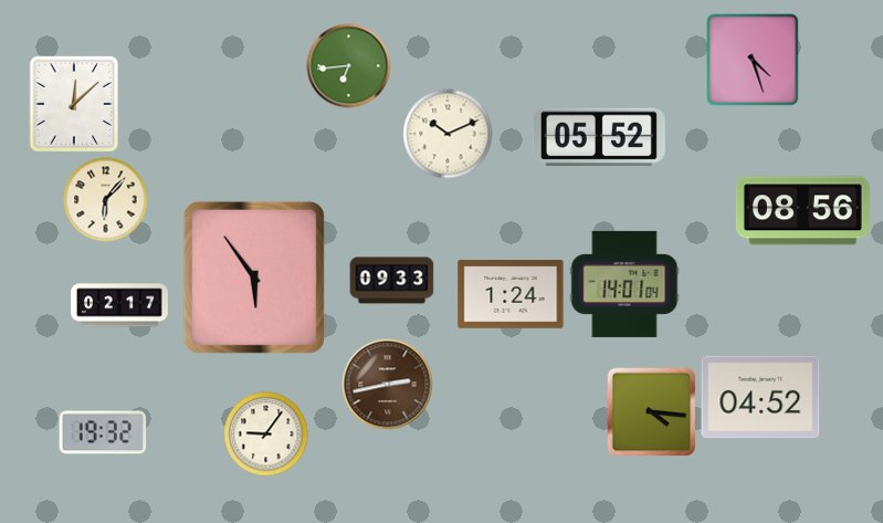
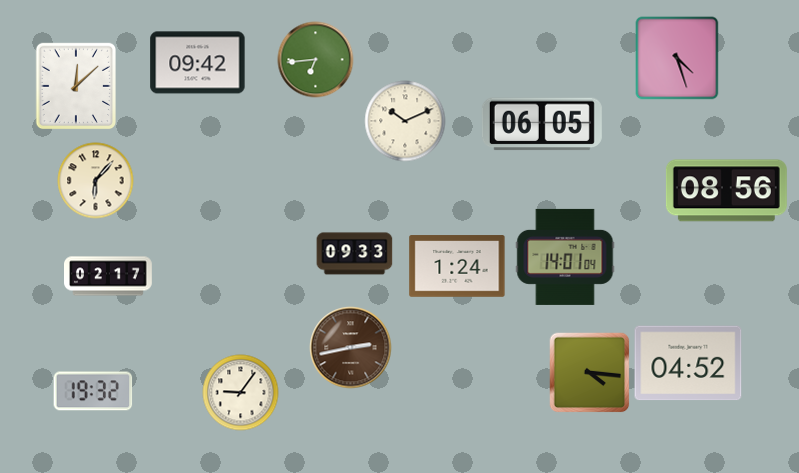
clock at (753, 60) position: (753, 60) -> (677, 58)
clock at (198, 63): none -> 09:42
clock at (74, 104) position: (74, 104) -> (76, 86)
clock at (599, 137): 05:52 -> 06:05
clock at (254, 278): 5:54 -> none
clock at (511, 294) position: (511, 294) -> (457, 266)
clock at (760, 397) position: (760, 397) -> (688, 363)
